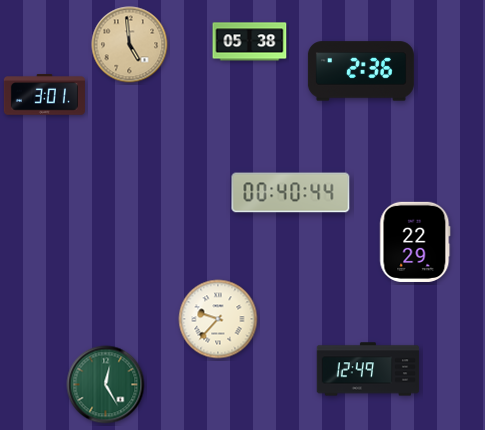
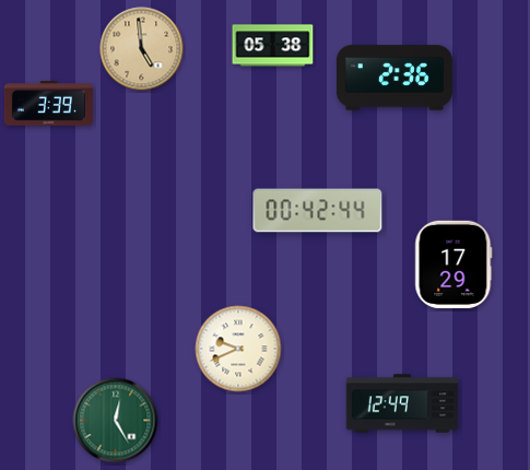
clock at (44, 95): 3:01 -> 3:39
clock at (291, 193): 00:40 -> 00:42
clock at (415, 242): 22:29 -> 17:29
clock at (218, 319): 9:37 -> 9:41
